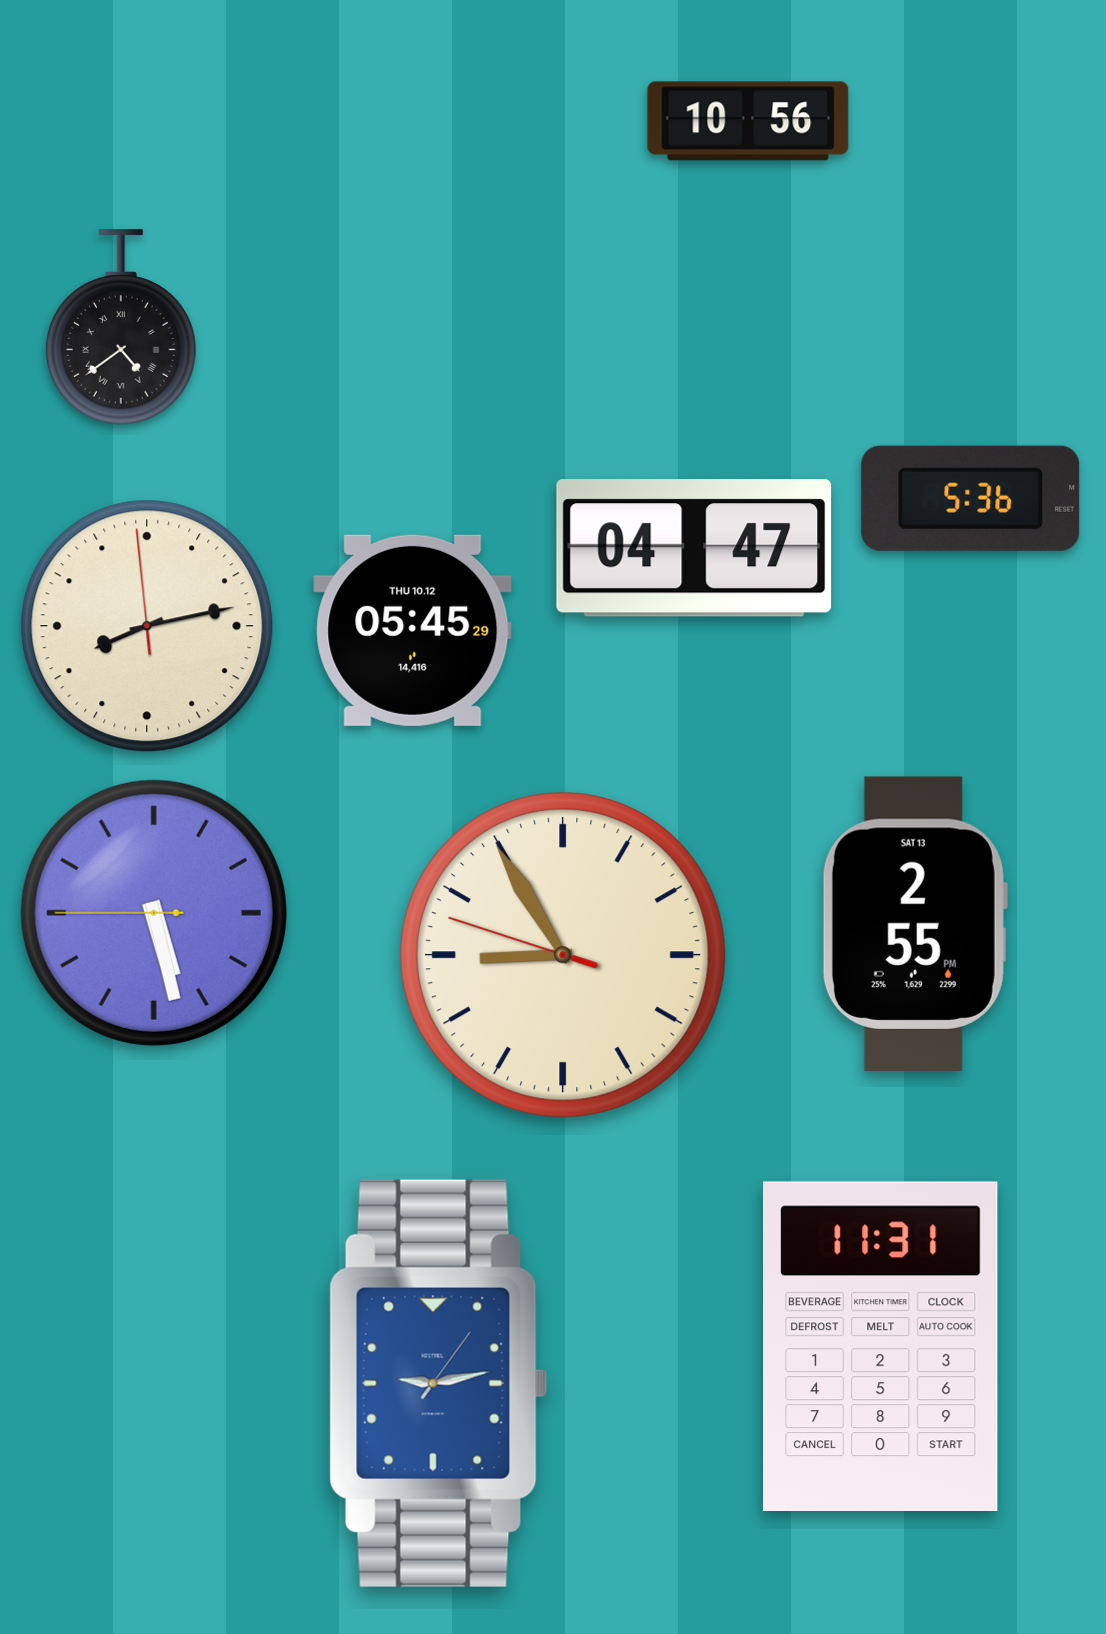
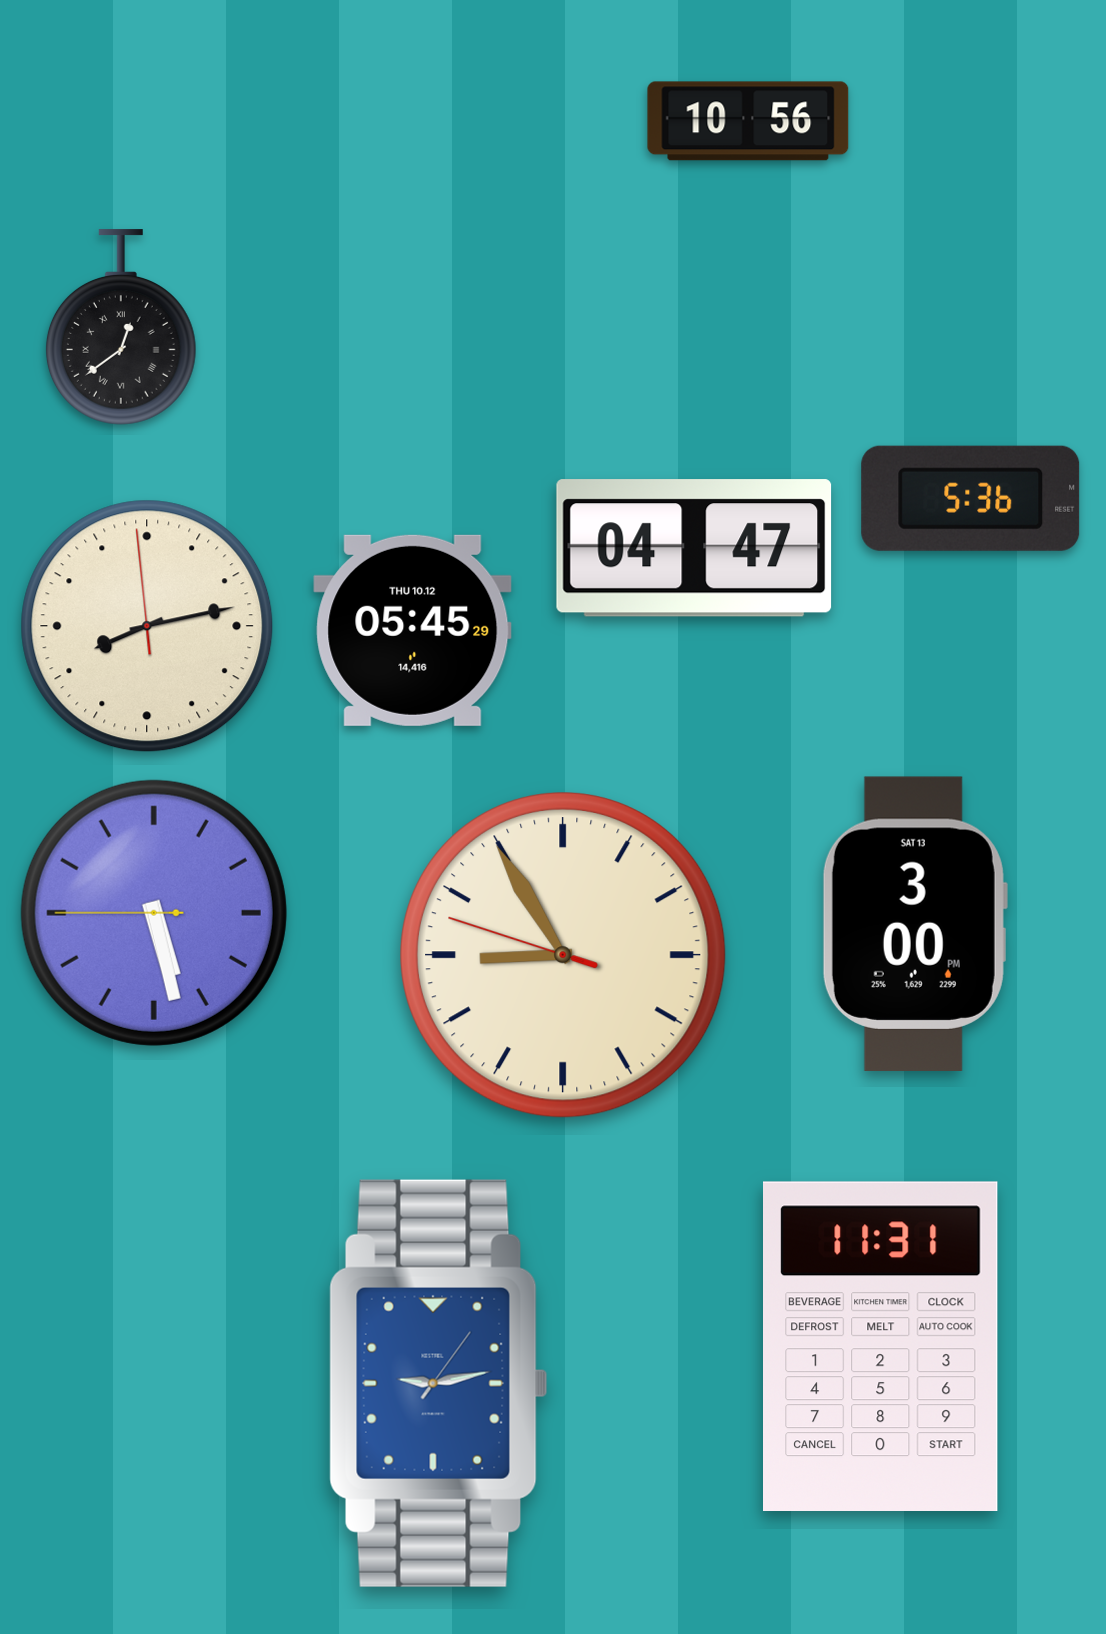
clock at (121, 327): 4:39 -> 12:39
clock at (914, 924): 2:55 -> 3:00
